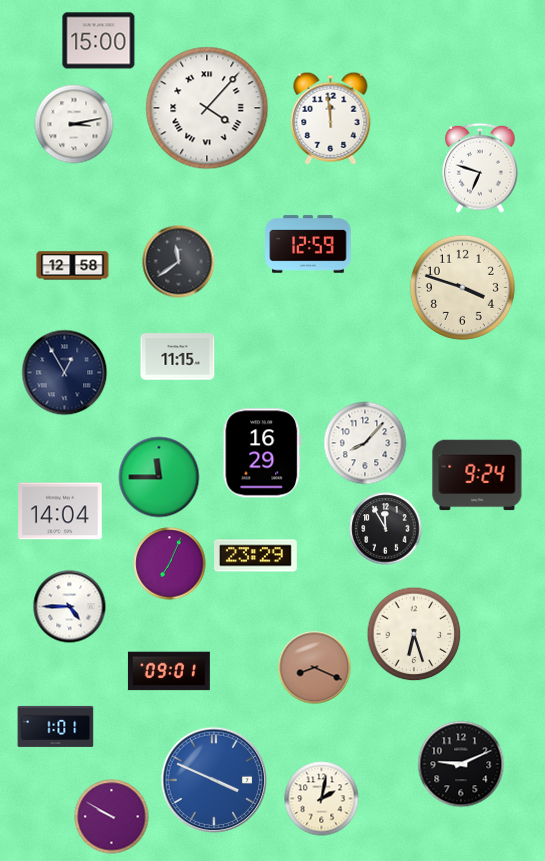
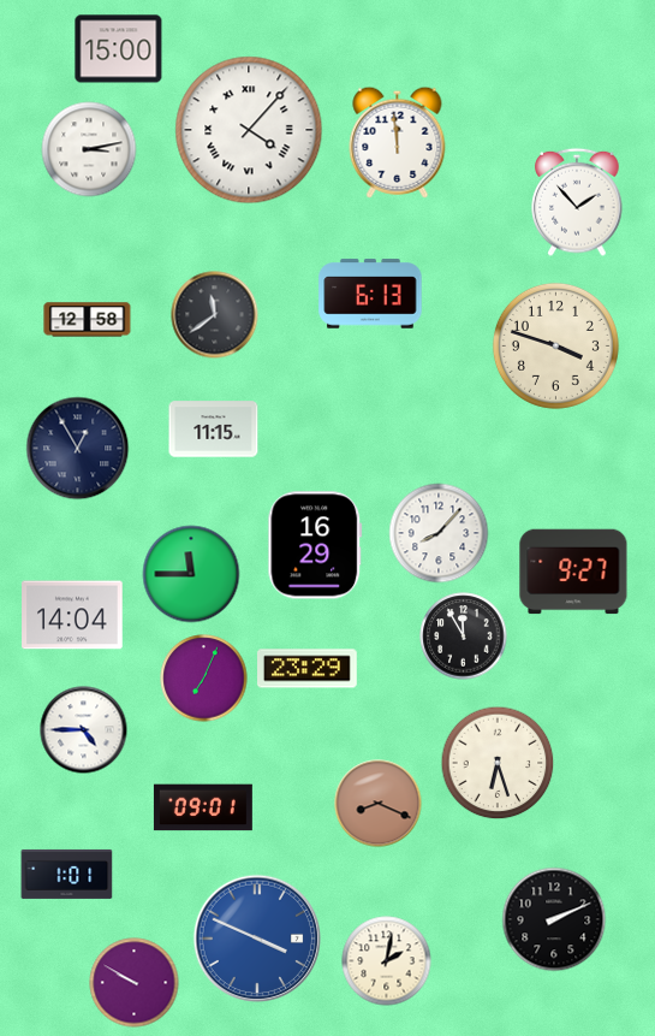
clock at (480, 168): 6:48 -> 1:53
clock at (308, 244): 12:59 -> 6:13
clock at (477, 475): 9:24 -> 9:27
clock at (461, 764): 9:11 -> 2:11
